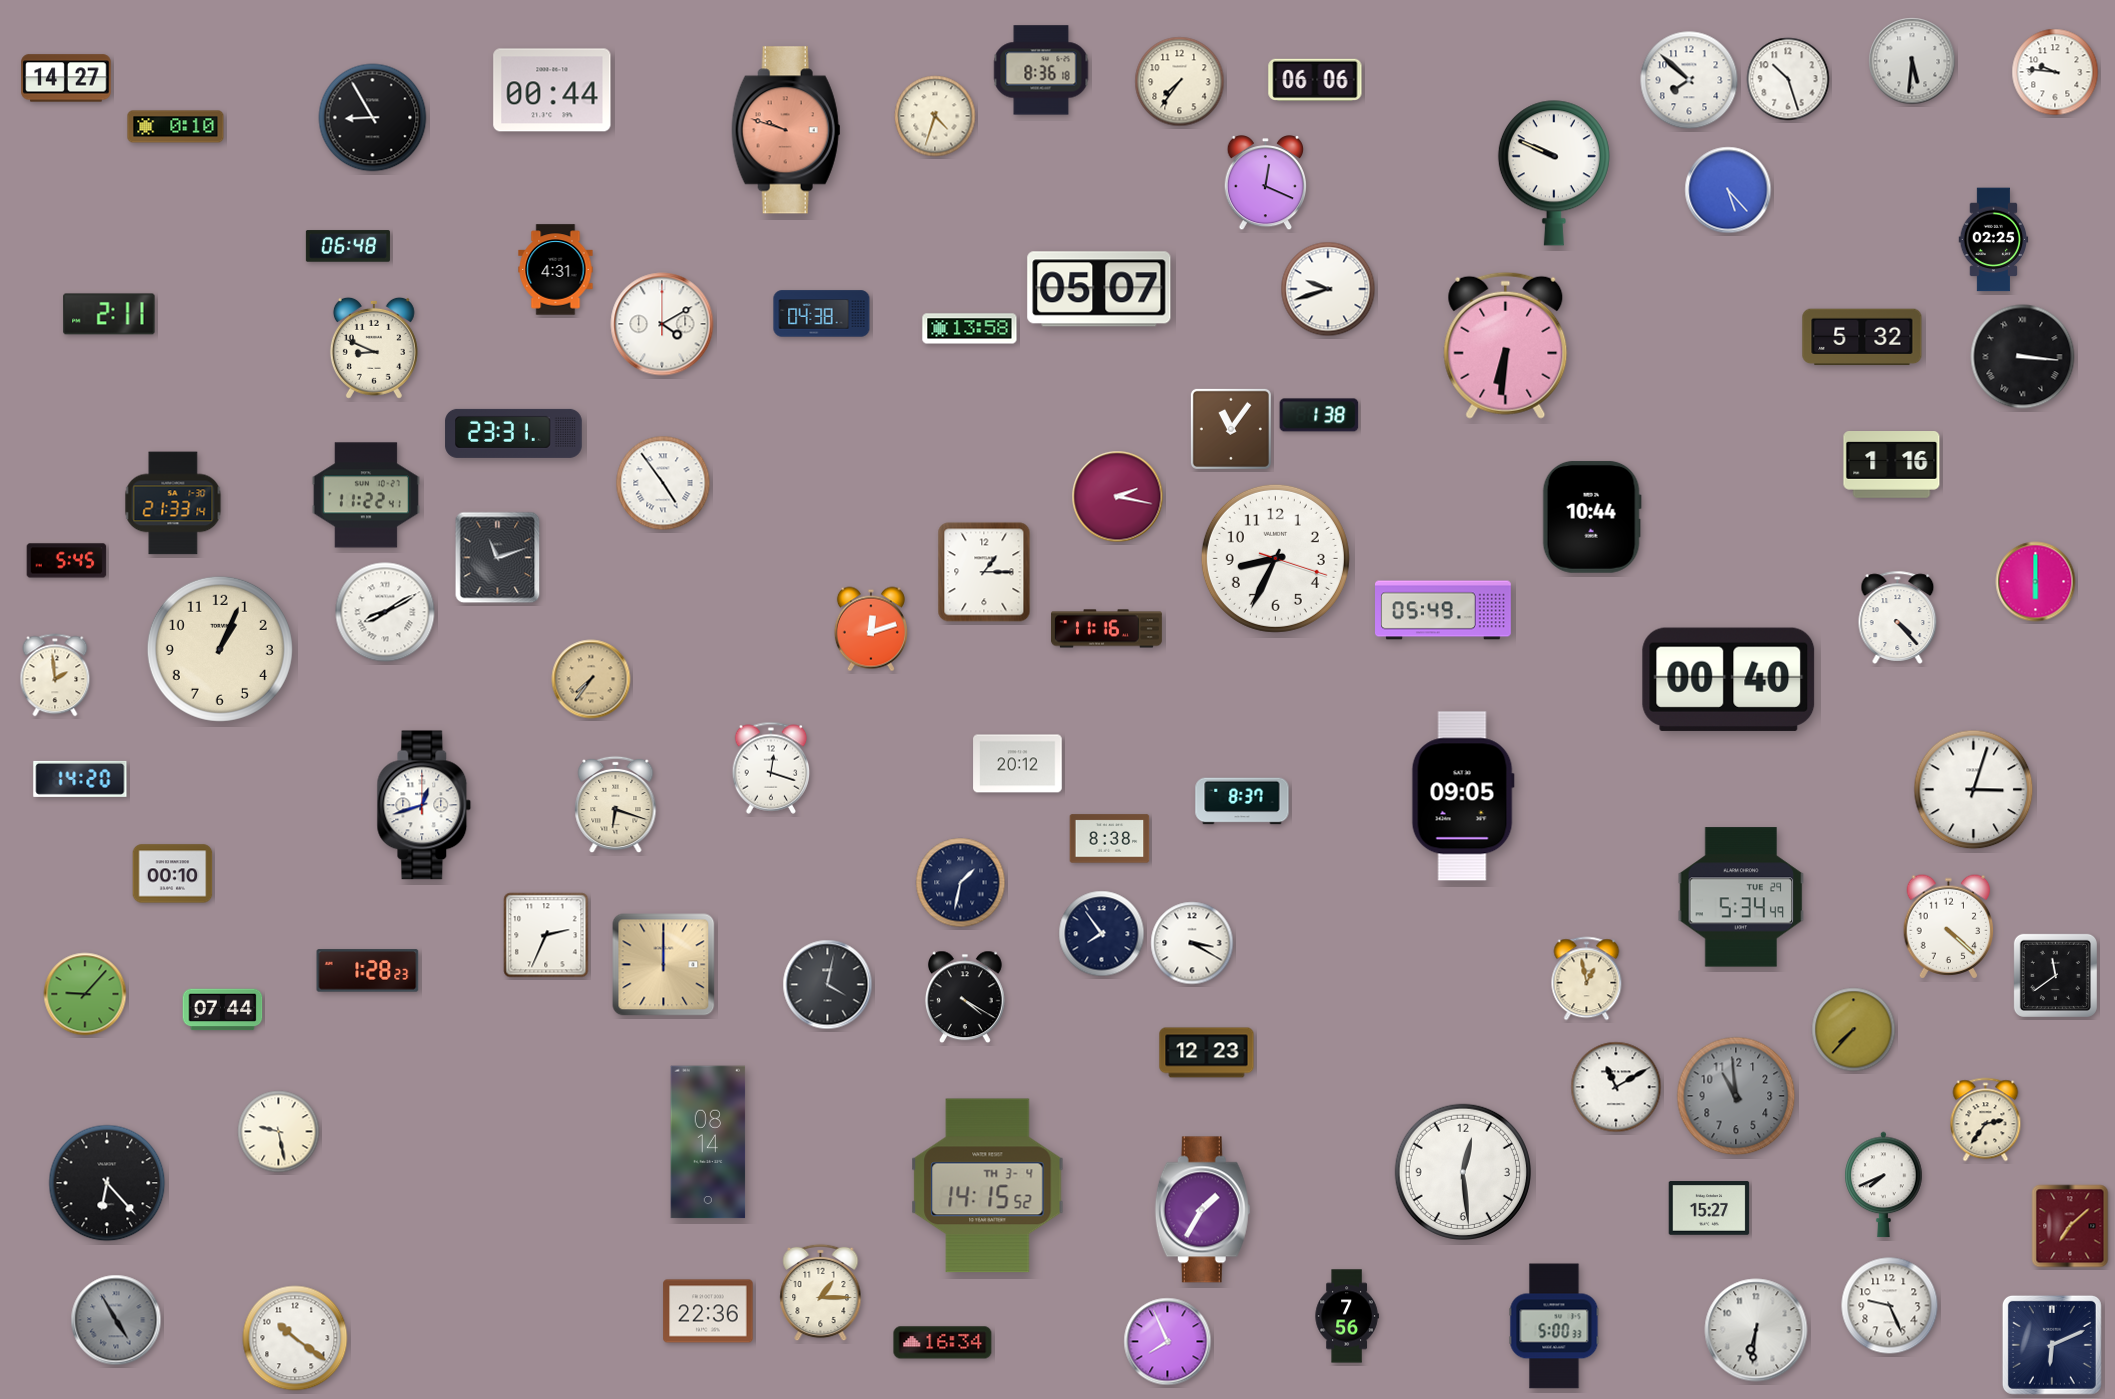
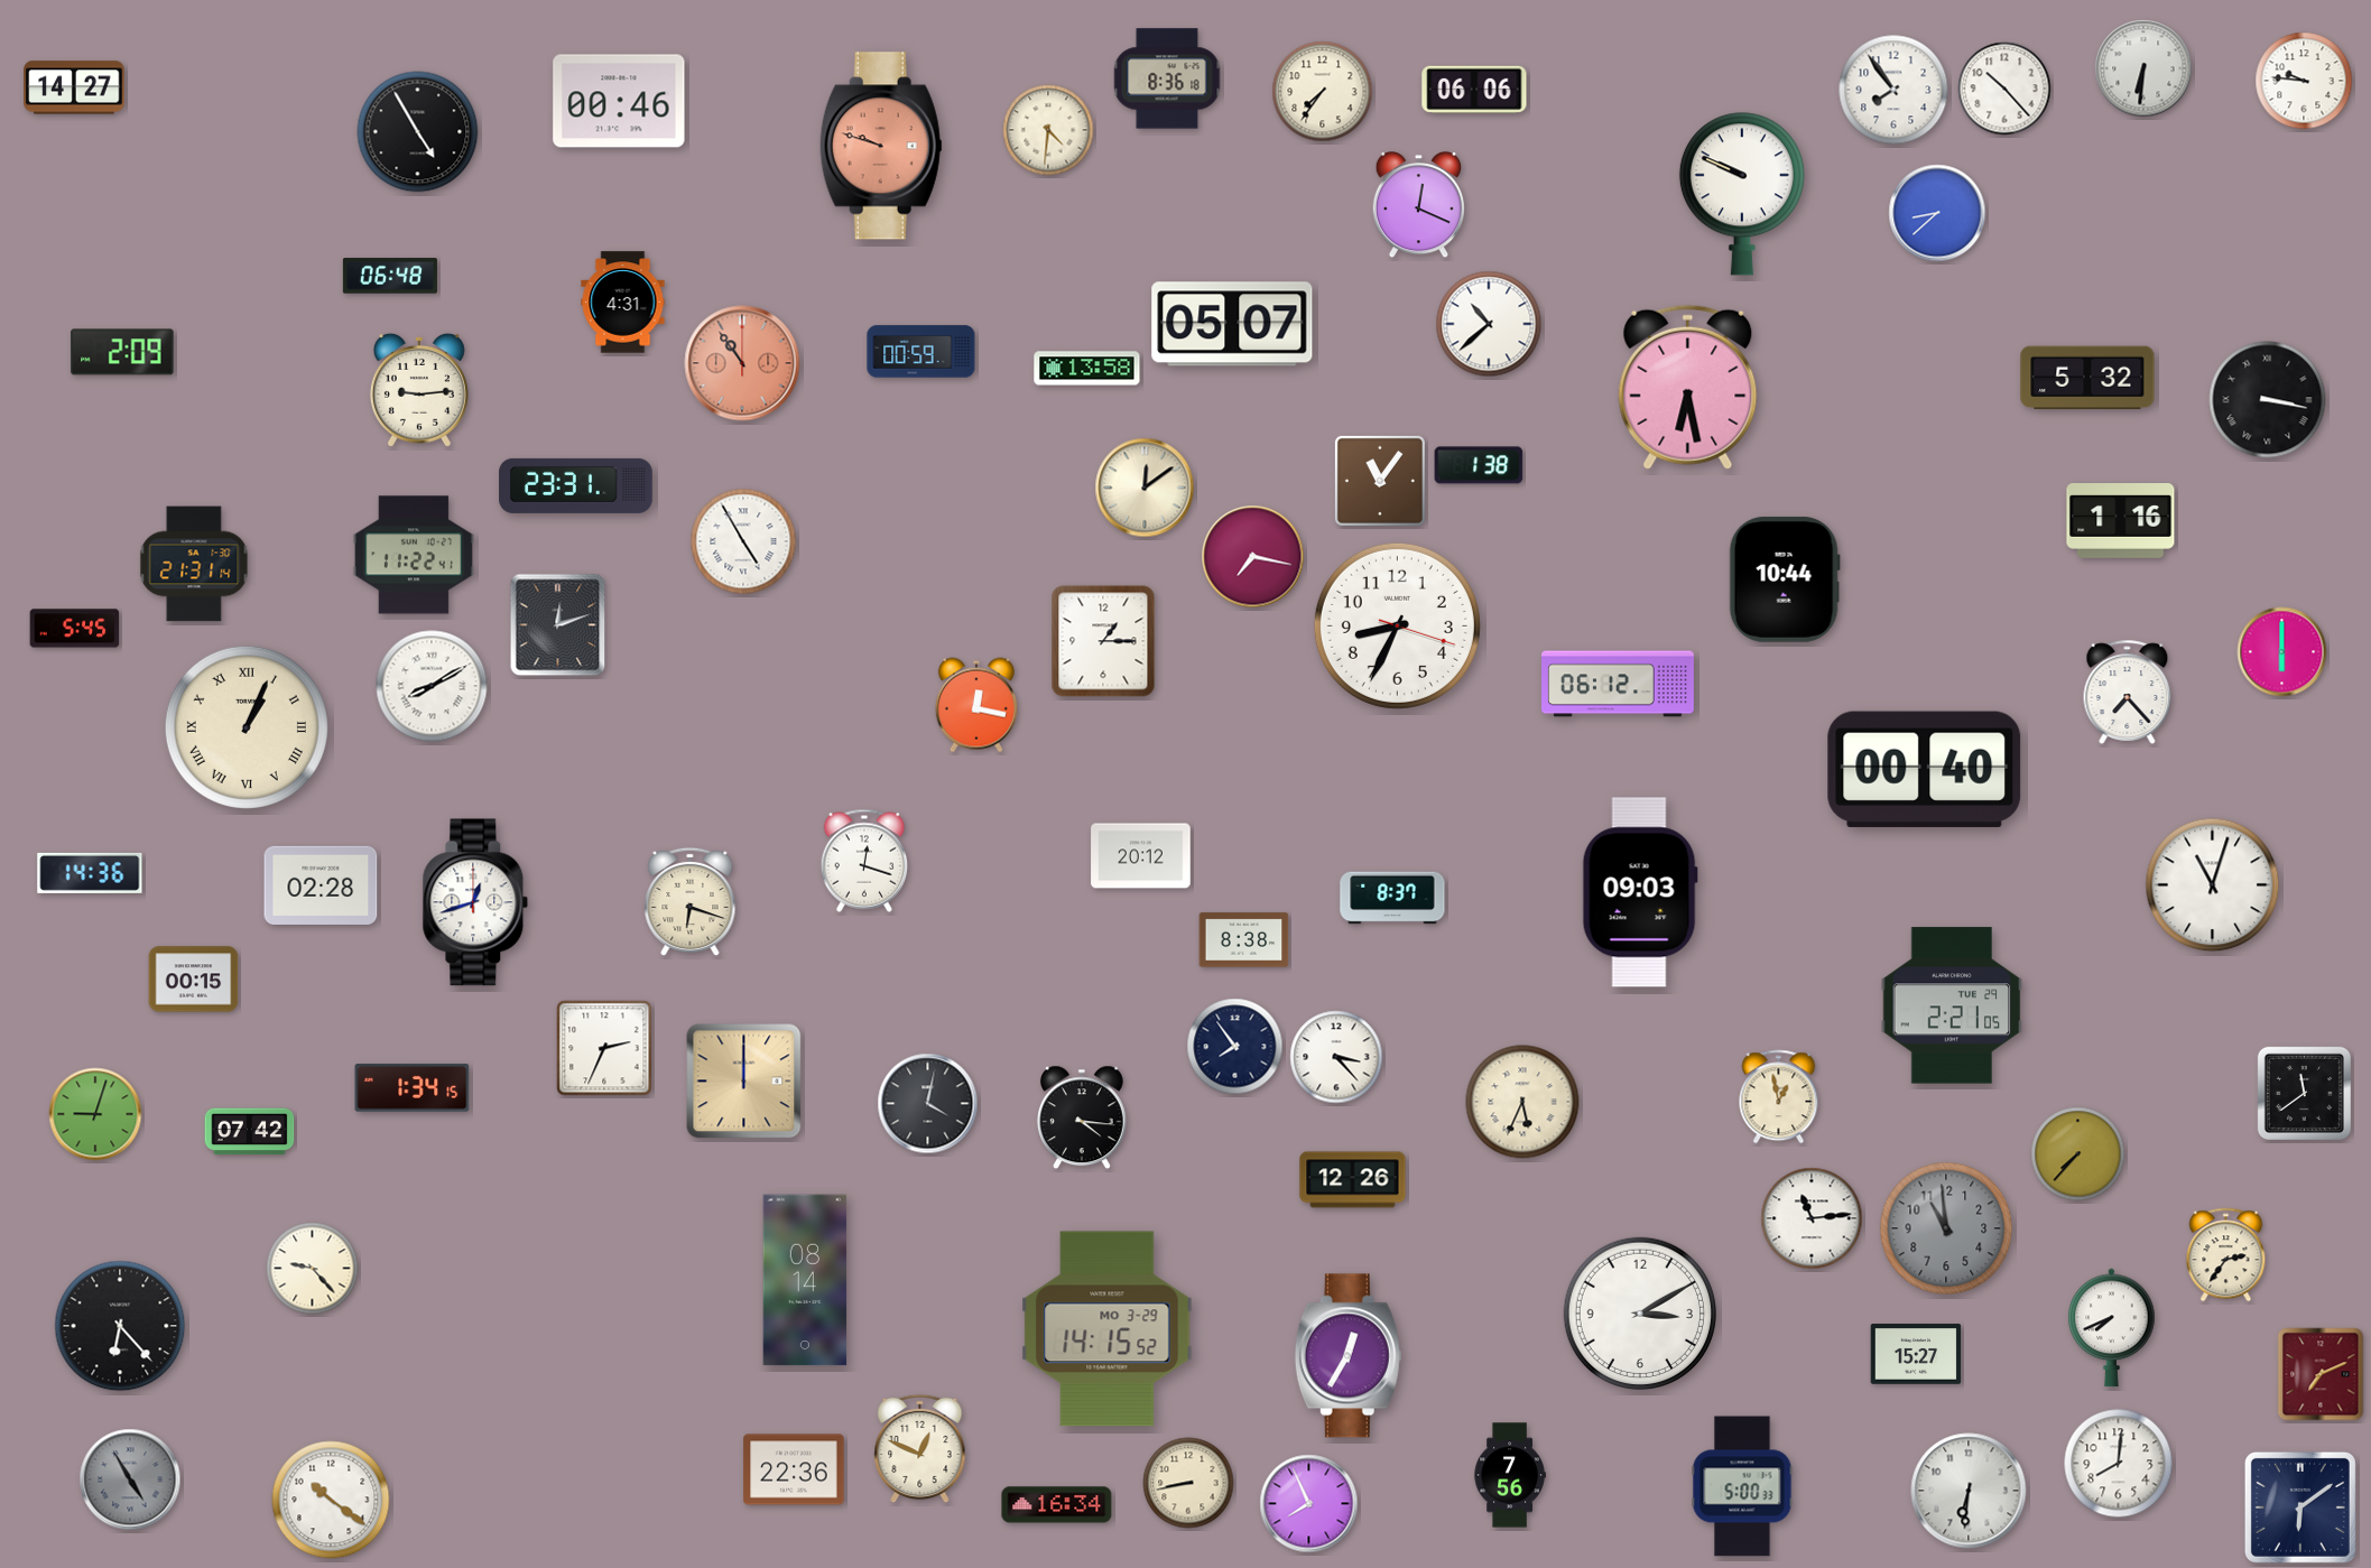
clock at (1912, 61): 5:31 -> 6:31
clock at (1788, 79): 10:27 -> 10:23
clock at (1689, 80): 7:52 -> 7:54
clock at (552, 90): 00:44 -> 00:46
clock at (935, 116): 4:33 -> 4:31
clock at (373, 118): 8:55 -> 4:55
clock at (176, 127): 0:10 -> none
clock at (1728, 190): 5:23 -> 8:38
clock at (1994, 240): 02:25 -> none
clock at (1328, 289): 9:42 -> 10:38
clock at (109, 314): 2:11 -> 2:09
clock at (822, 314): 04:38 -> 00:59
clock at (662, 324): 4:10 -> 10:54
clock at (662, 324) dial: white -> salmon
clock at (1506, 345): 6:31 -> 6:28
clock at (374, 348): 8:49 -> 9:14
clock at (2023, 357): 3:16 -> 3:17
clock at (1145, 488): none -> 12:09
clock at (663, 483): 4:54 -> 4:55
clock at (366, 495) position: (366, 495) -> (414, 555)
clock at (1118, 497): 2:17 -> 7:17
clock at (173, 503): 21:33 -> 21:31
clock at (498, 558): 11:12 -> 12:12
clock at (1275, 558) position: (1275, 558) -> (1397, 625)
clock at (1444, 610): 05:49 -> 06:12
clock at (1898, 617): 4:23 -> 7:23
clock at (871, 629): 12:12 -> 12:17
clock at (1107, 629): 11:16 -> none
clock at (220, 649) numerals: Arabic -> Roman
clock at (55, 675): 1:59 -> none
clock at (591, 679): 7:36 -> none
clock at (1729, 679) position: (1729, 679) -> (1925, 769)
clock at (80, 779): 14:20 -> 14:36
clock at (321, 885): none -> 02:28
clock at (1974, 790): 3:03 -> 11:03
clock at (1463, 796): 09:05 -> 09:03
clock at (173, 874): 00:10 -> 00:15
clock at (961, 883): 1:32 -> none
clock at (1741, 897): 5:34 -> 2:21
clock at (1949, 927): 4:22 -> none
clock at (546, 935) position: (546, 935) -> (604, 1048)
clock at (1192, 943): 3:20 -> 3:23
clock at (368, 971): 1:28 -> 1:34
clock at (1522, 1102): none -> 5:34
clock at (85, 994): 9:07 -> 9:03
clock at (965, 997): 4:20 -> 4:16
clock at (223, 1010): 07:44 -> 07:42
clock at (1207, 1053): 12:23 -> 12:26
clock at (1616, 1087): 11:10 -> 11:14
clock at (279, 1132): 9:28 -> 9:23
clock at (708, 1142) position: (708, 1142) -> (805, 1280)
clock at (1463, 1172): 12:29 -> 3:10
clock at (988, 1186) date: TH 3-4 -> MO 3-29
clock at (1202, 1210): 1:35 -> 12:35
clock at (2070, 1226): 7:08 -> 7:11
clock at (821, 1293): 1:15 -> 12:49
clock at (1890, 1306): 9:26 -> 8:01
clock at (1188, 1483): none -> 8:43
clock at (2052, 1345): 6:11 -> 6:09
